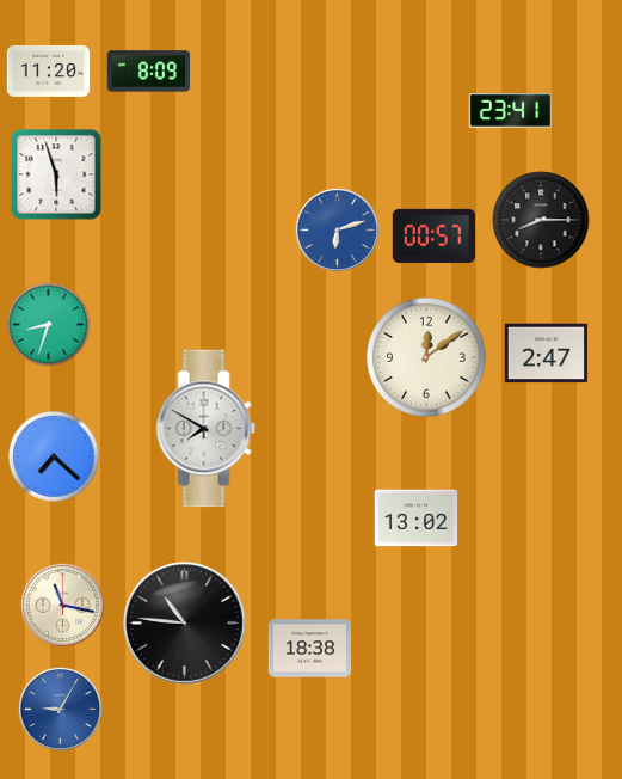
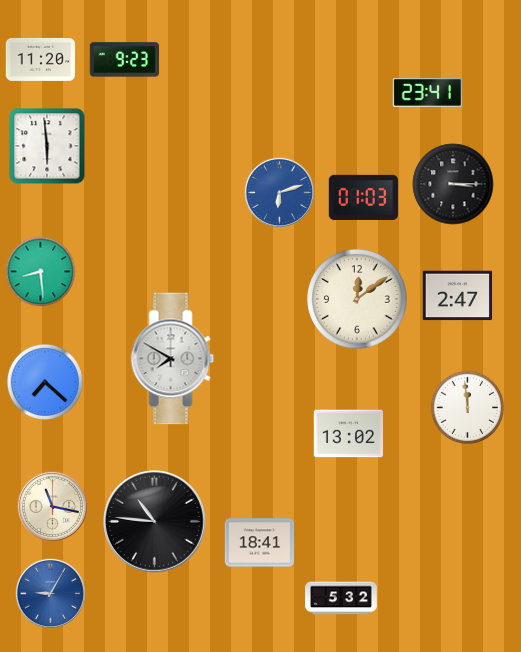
clock at (149, 72): 8:09 -> 9:23
clock at (56, 174): 5:57 -> 5:59
clock at (541, 220): 8:15 -> 3:15
clock at (337, 229) position: (337, 229) -> (279, 192)
clock at (435, 235): 00:57 -> 01:03
clock at (49, 325): 8:33 -> 8:29
clock at (468, 408): none -> 11:59
clock at (310, 649): 18:38 -> 18:41
clock at (341, 598): none -> 5:32
